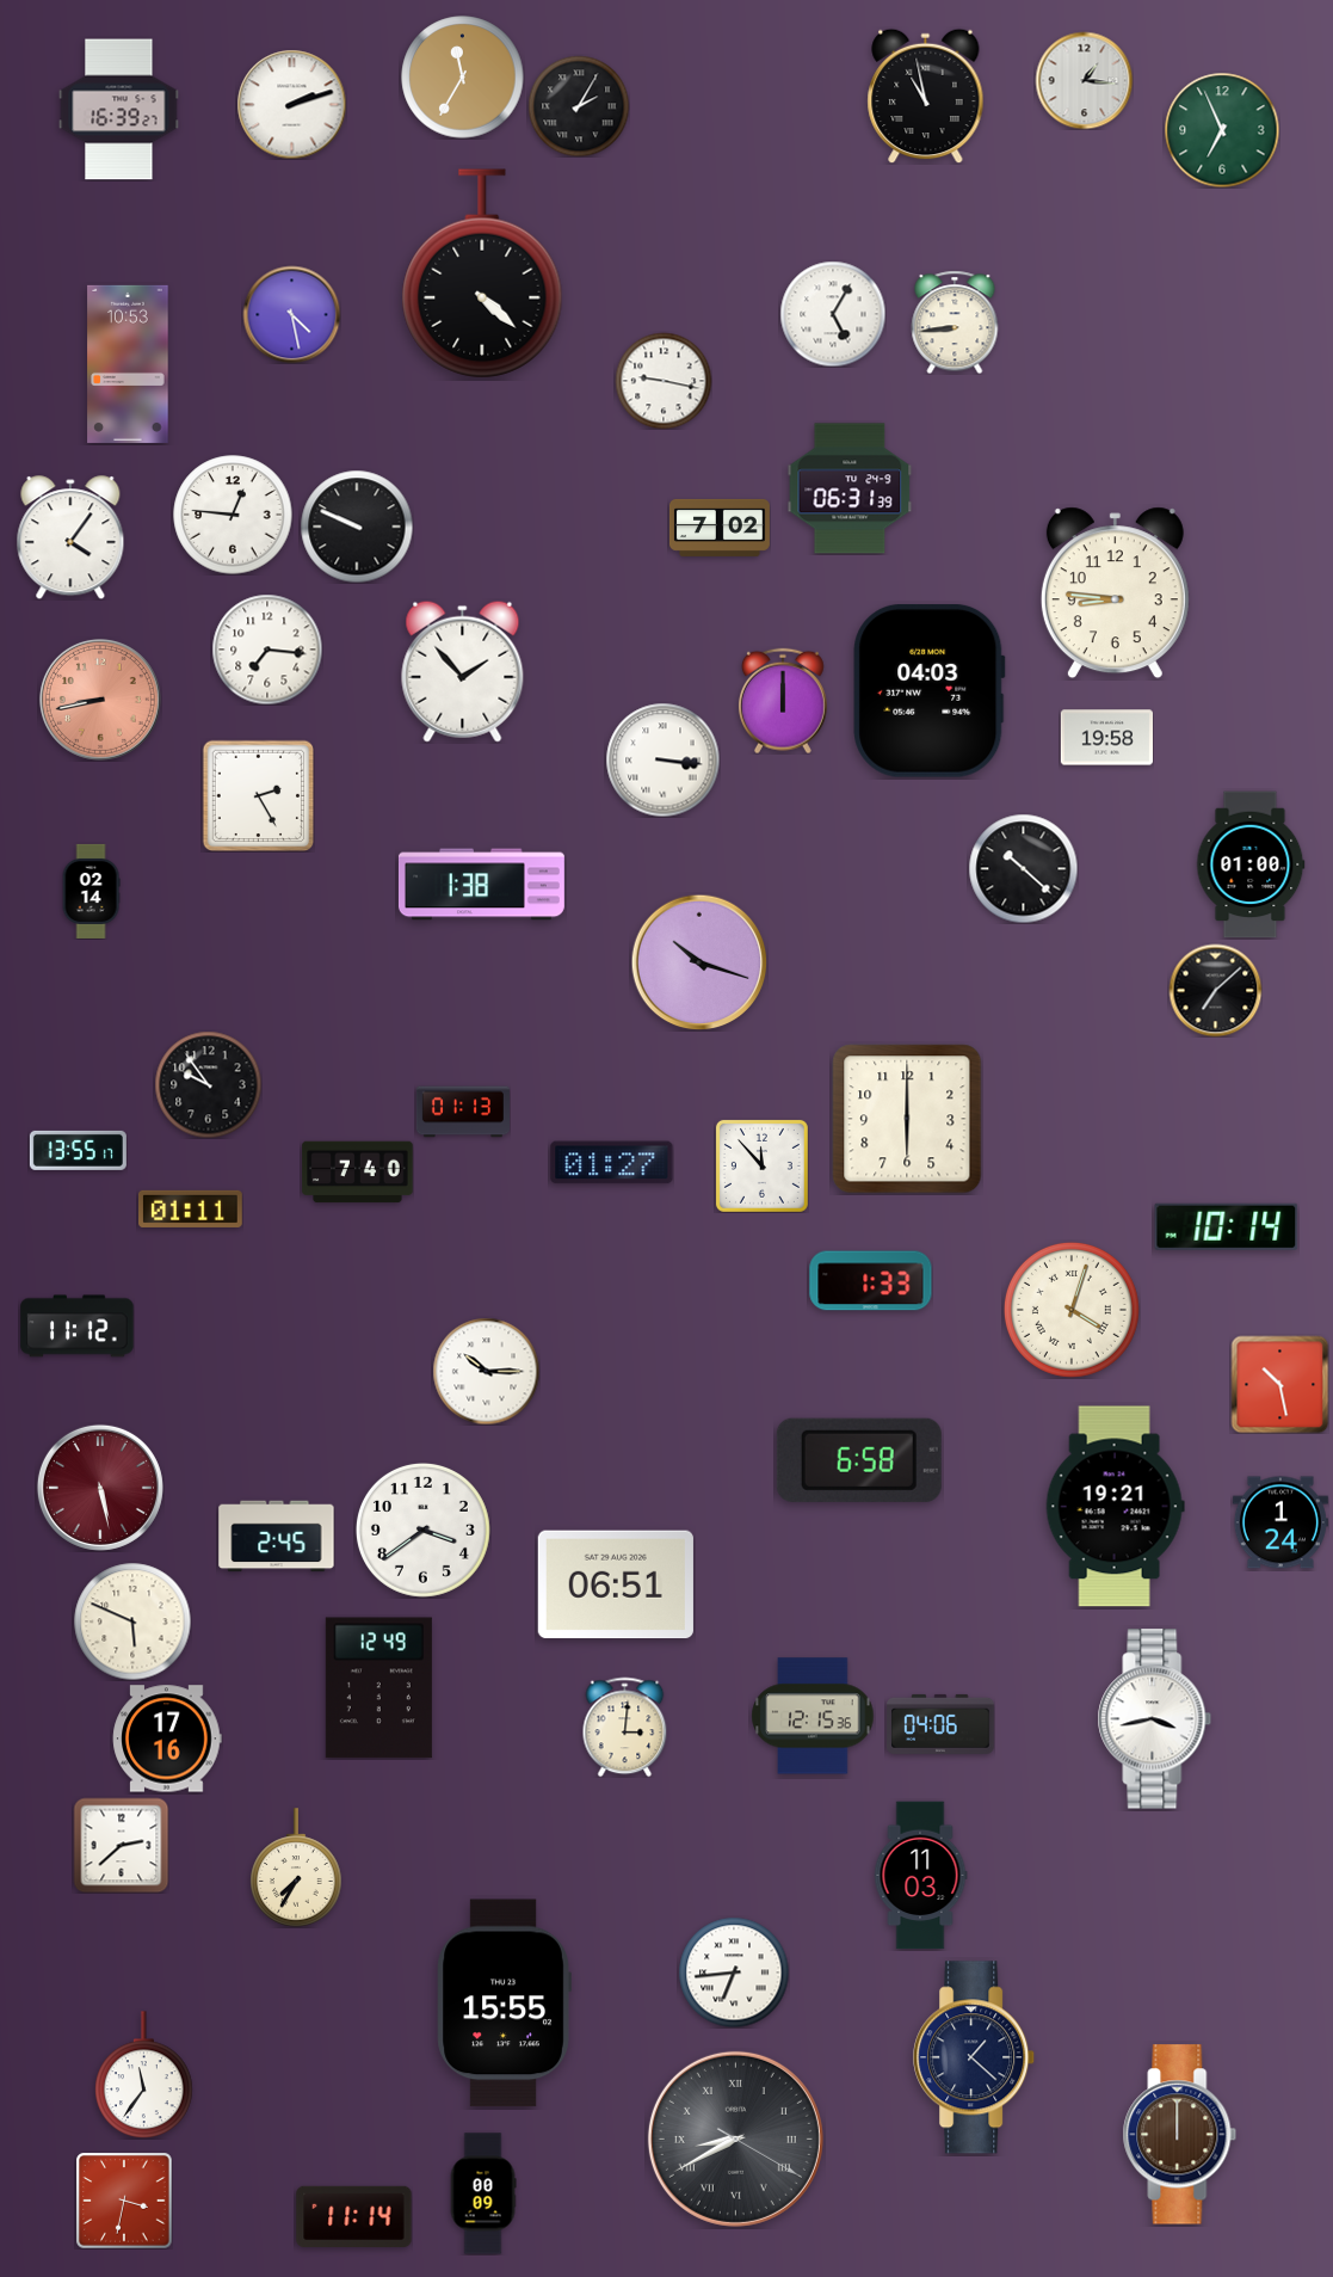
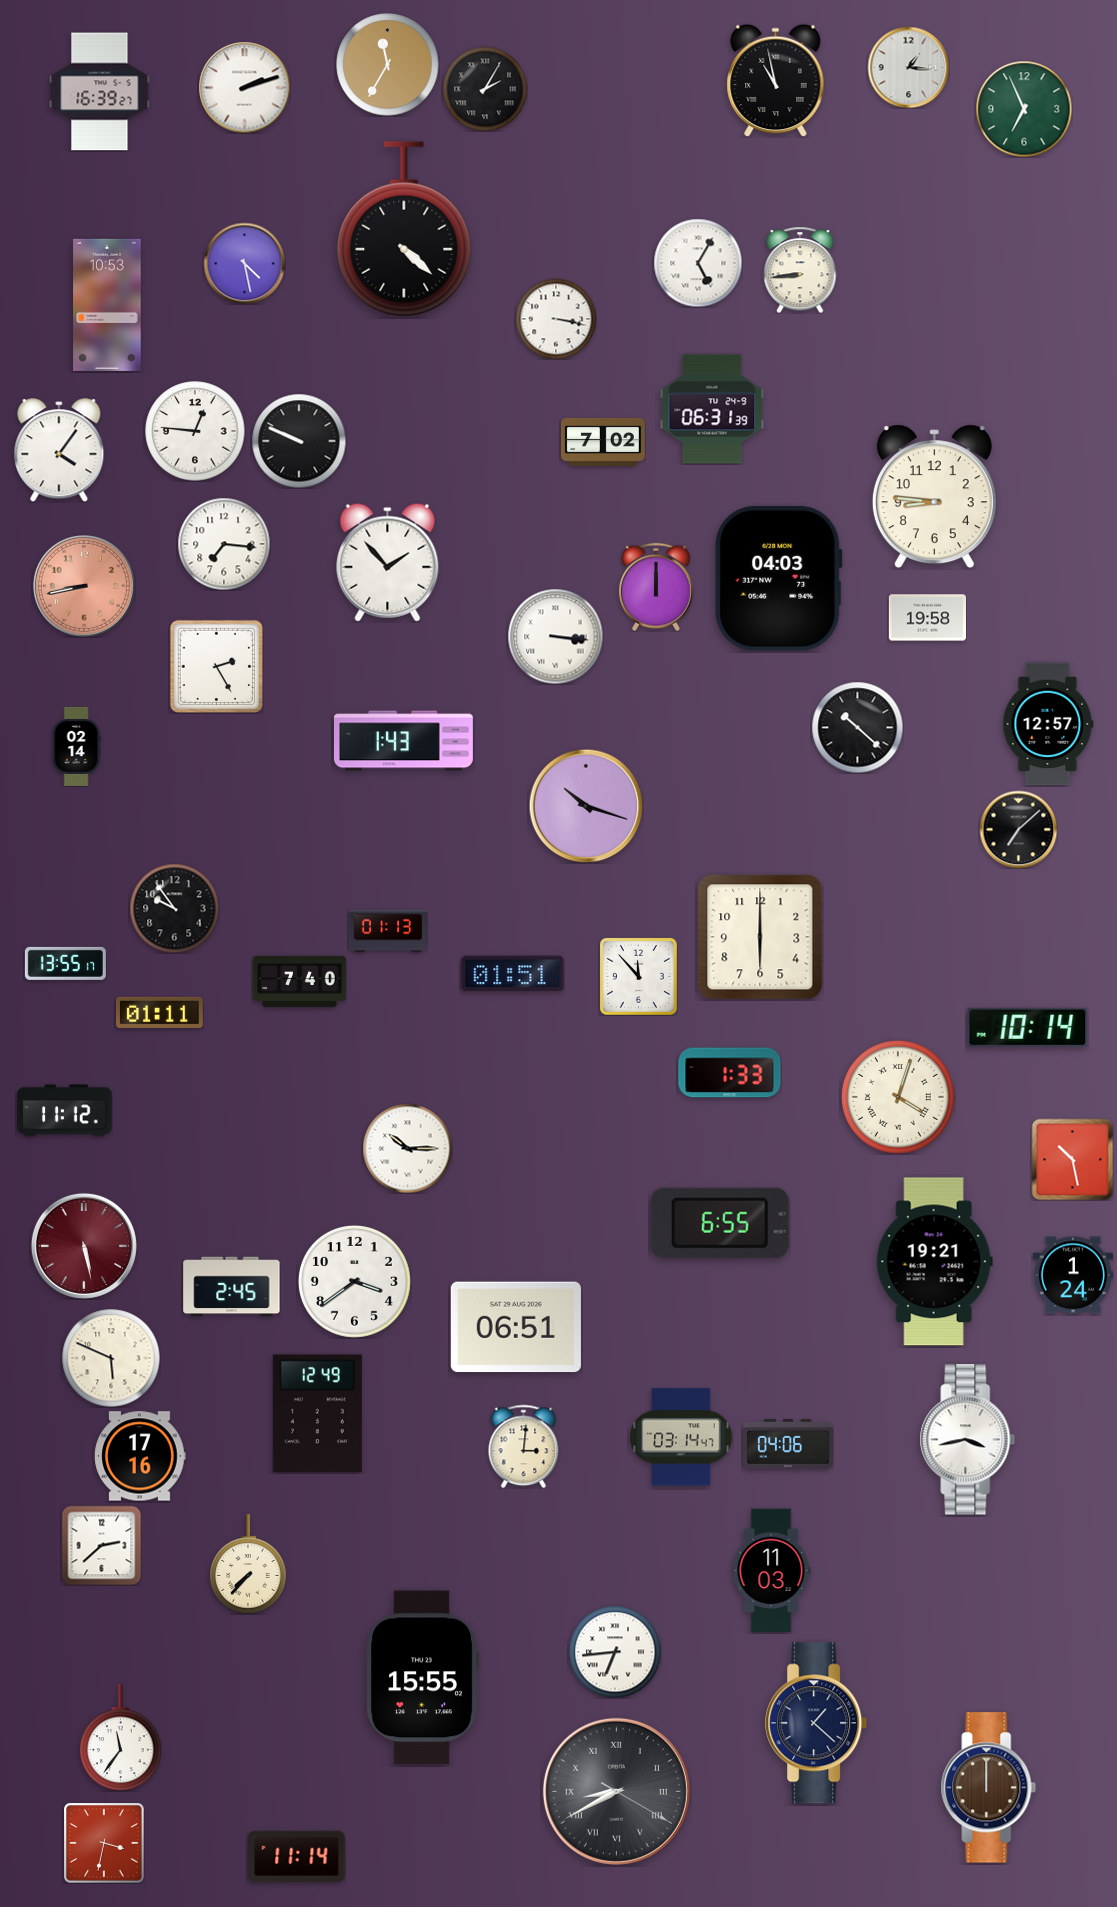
clock at (664, 381): 9:17 -> 3:17
clock at (1251, 864): 01:00 -> 12:57
clock at (481, 885): 1:38 -> 1:43
clock at (612, 1163): 01:27 -> 01:51
clock at (859, 1460): 6:58 -> 6:55
clock at (813, 1716): 12:15 -> 03:14
clock at (296, 1867): 7:35 -> 7:37
clock at (483, 2193): 00:09 -> none
